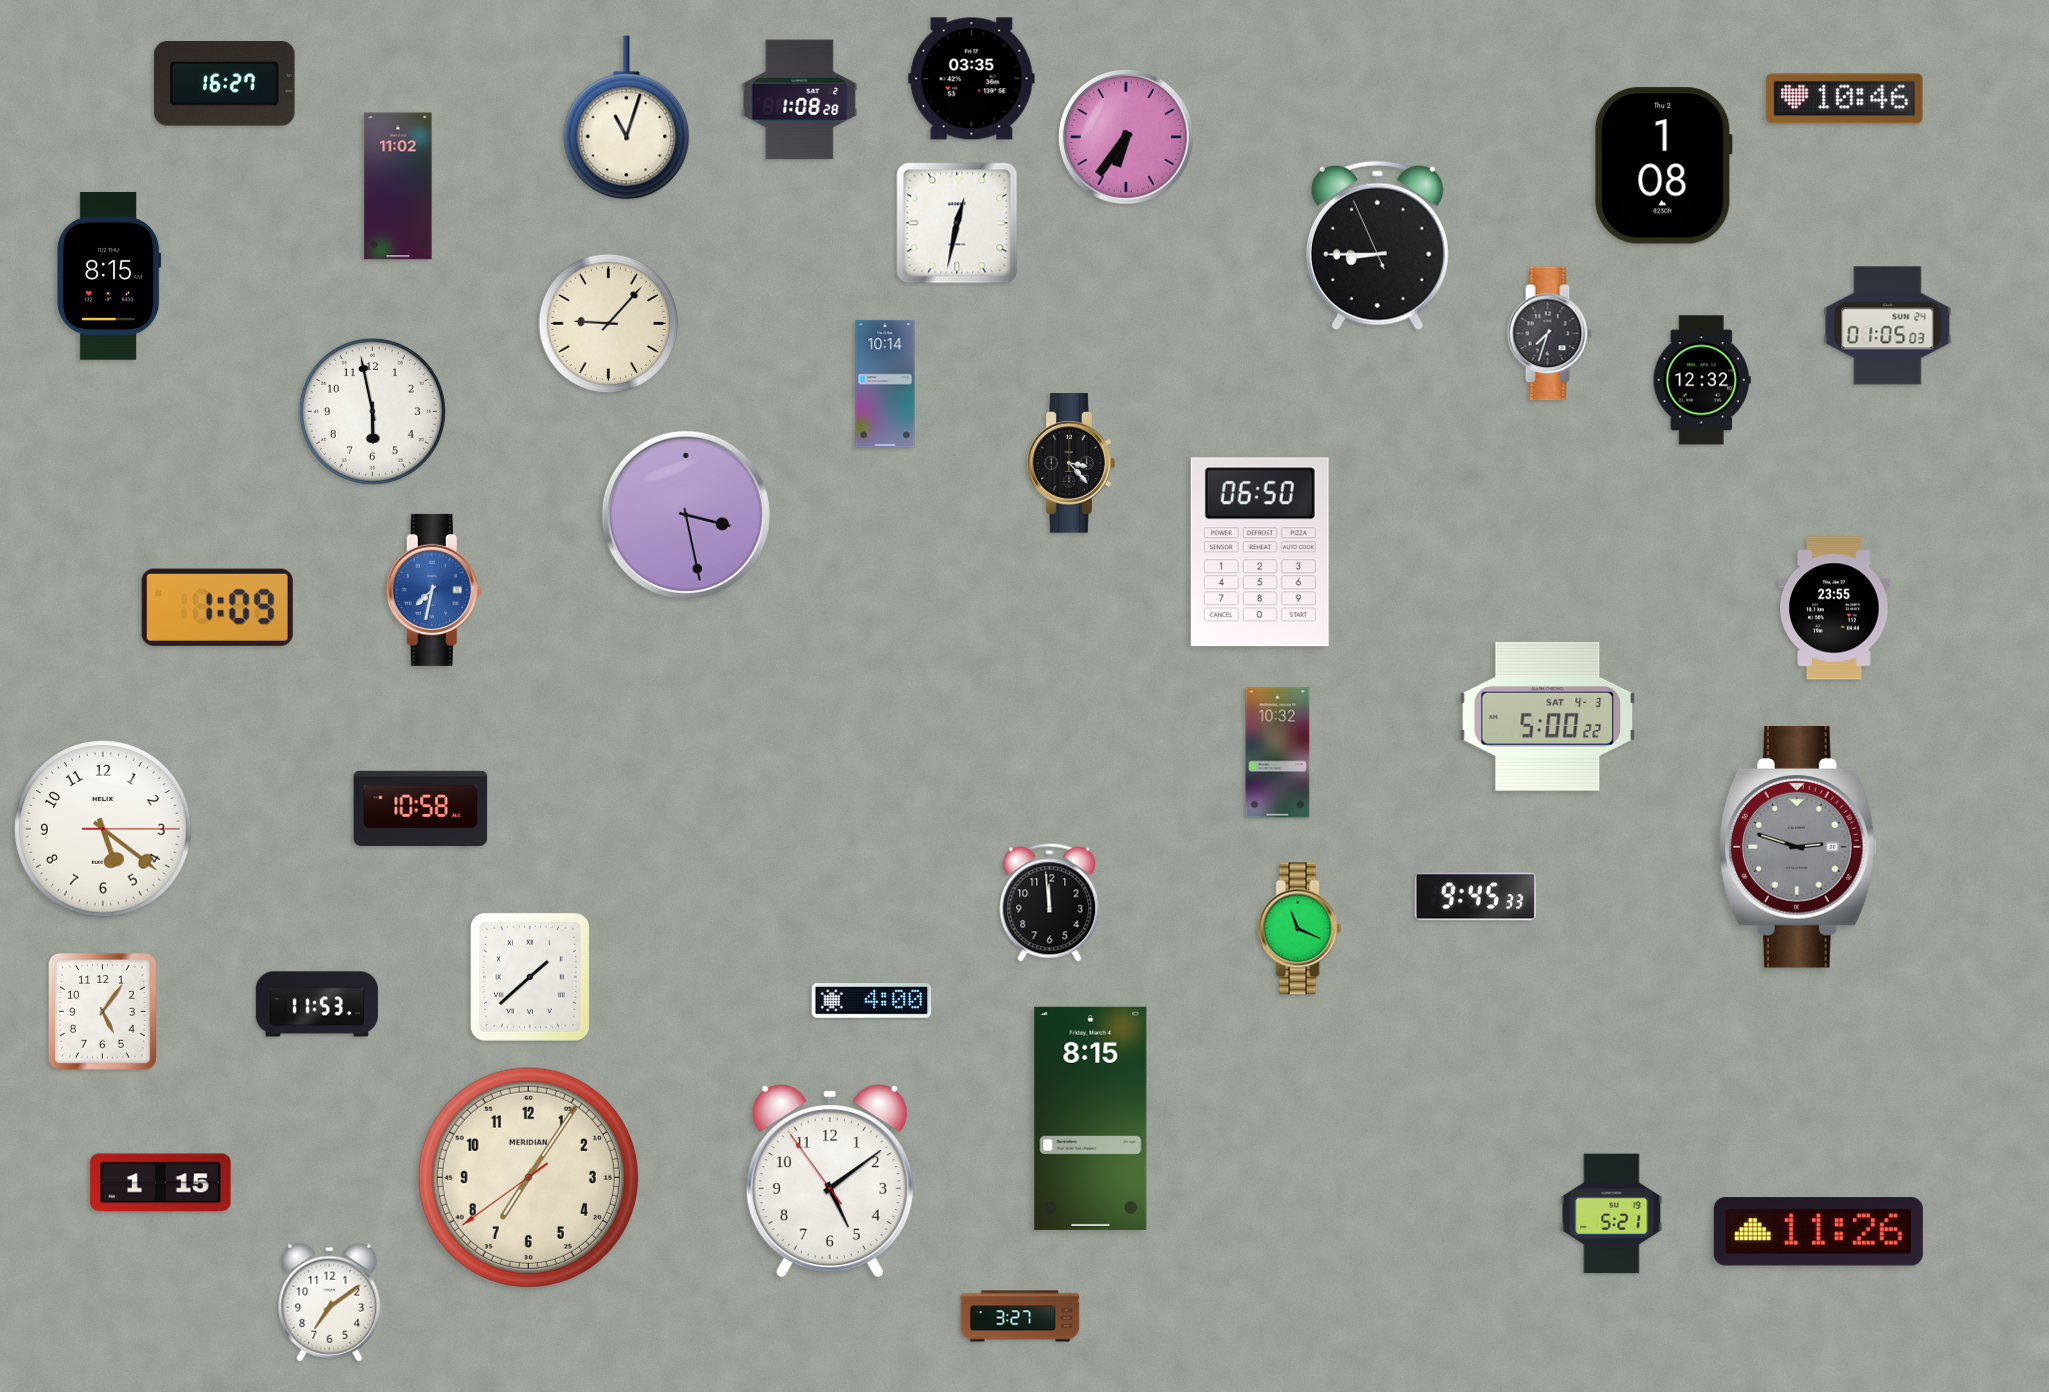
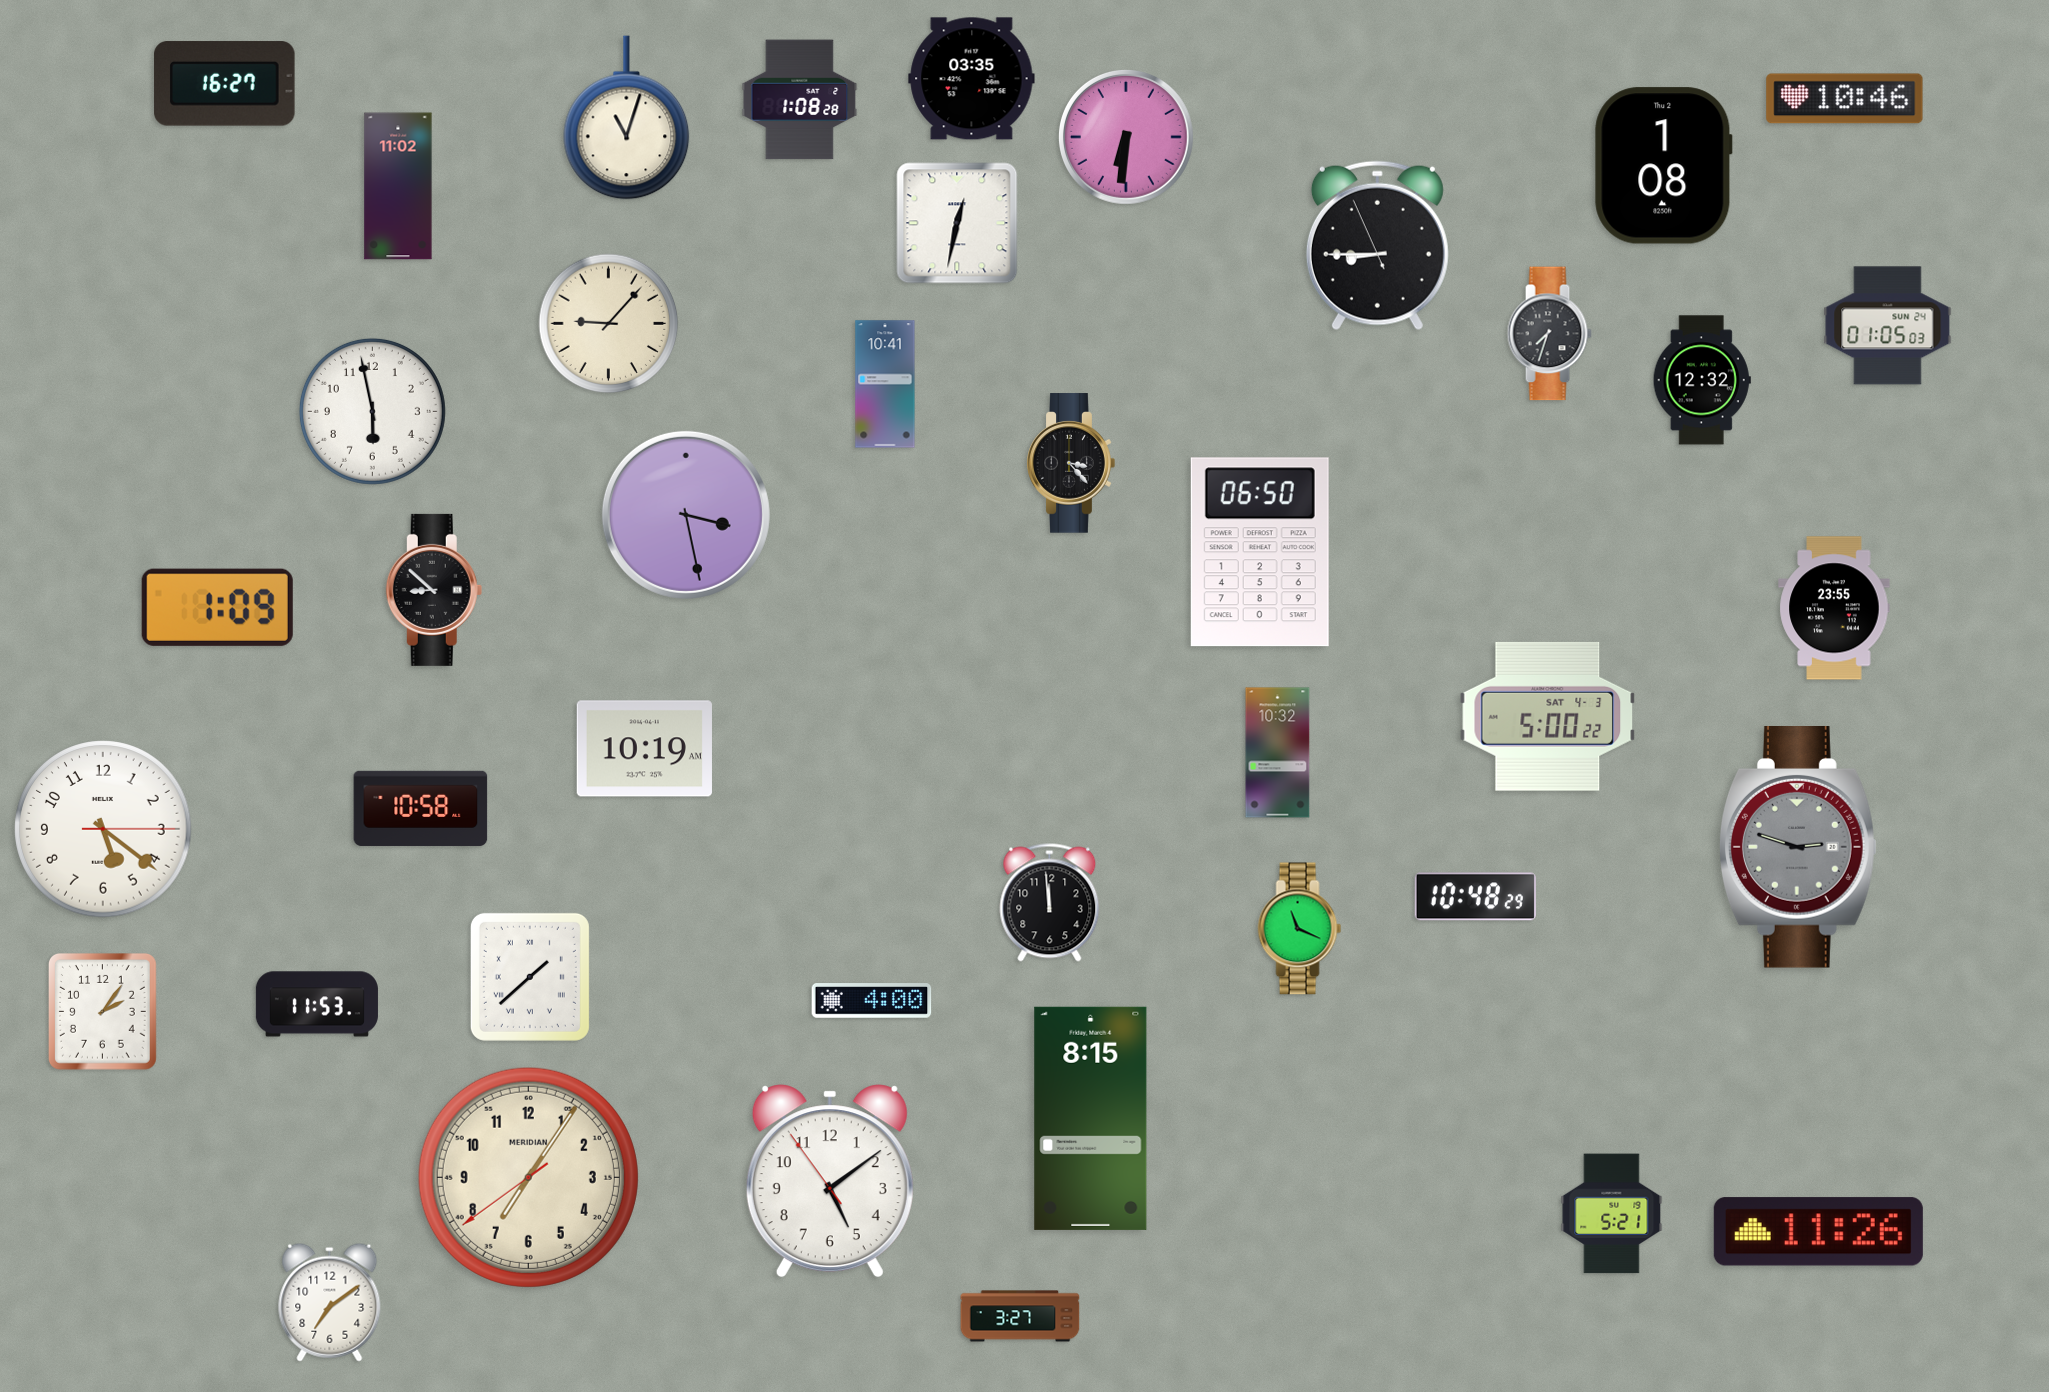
clock at (1126, 137): 6:36 -> 6:31
clock at (109, 276): 8:15 -> none
clock at (885, 384): 10:14 -> 10:41
clock at (434, 590): 7:32 -> 8:52
clock at (434, 590) dial: blue -> black
clock at (644, 749): none -> 10:19
clock at (1475, 897): 9:45 -> 10:48
clock at (102, 1012): 5:06 -> 2:06
clock at (161, 1183): 1:15 -> none
